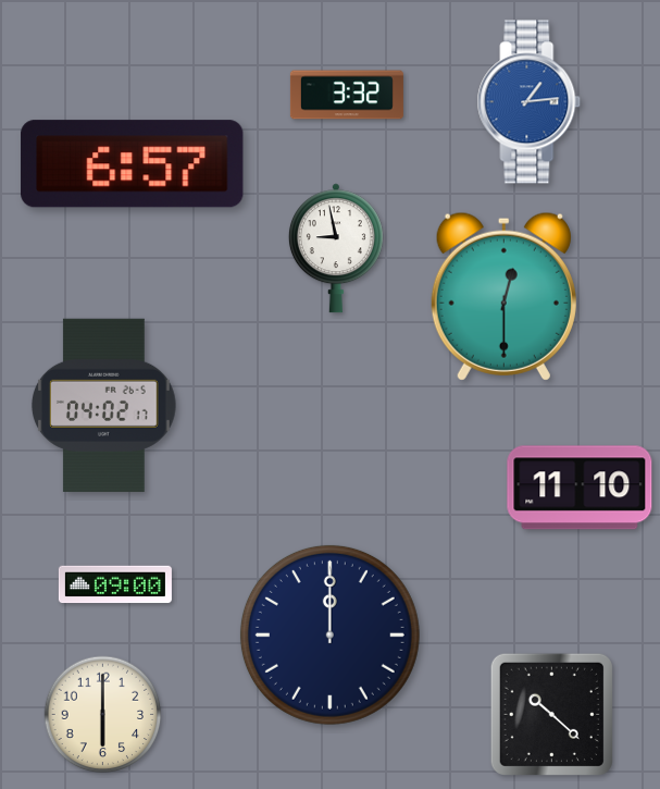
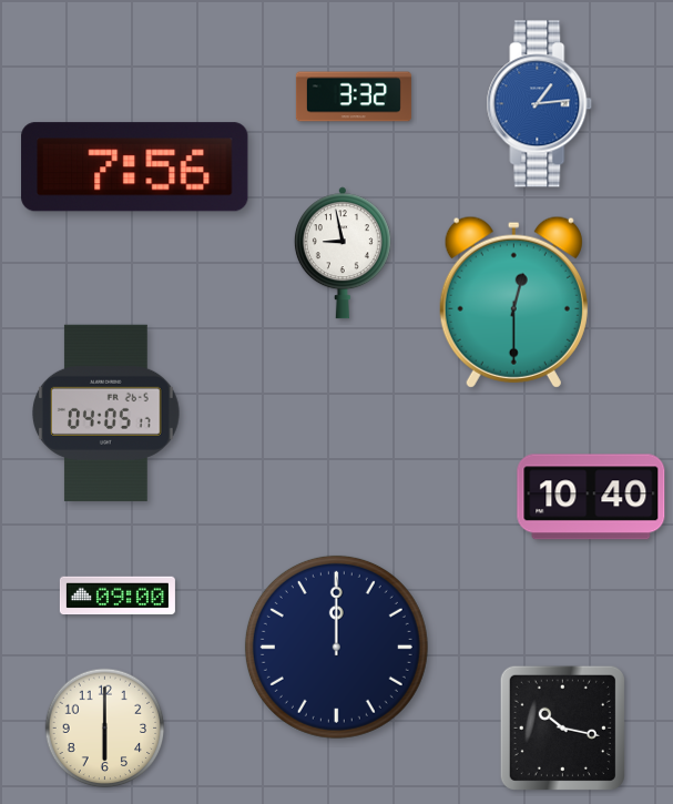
clock at (133, 164): 6:57 -> 7:56
clock at (104, 405): 04:02 -> 04:05
clock at (580, 488): 11:10 -> 10:40
clock at (551, 714): 10:22 -> 10:17
